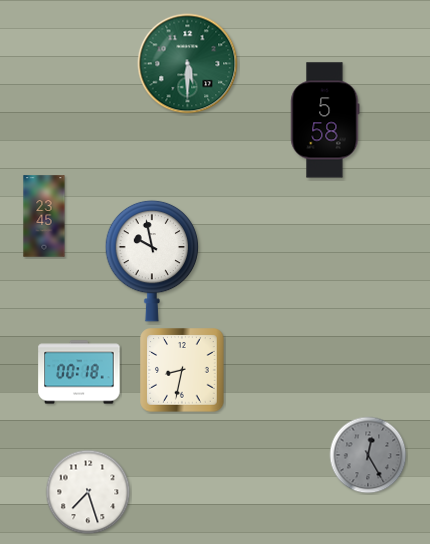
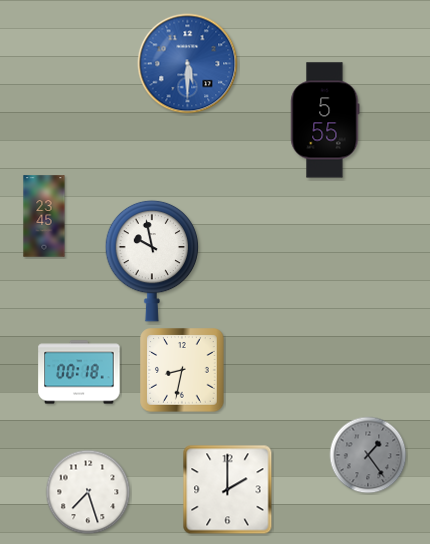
clock at (188, 64) dial: green -> blue
clock at (325, 120): 5:58 -> 5:55
clock at (368, 455): 12:25 -> 1:24
clock at (228, 490): none -> 2:00
